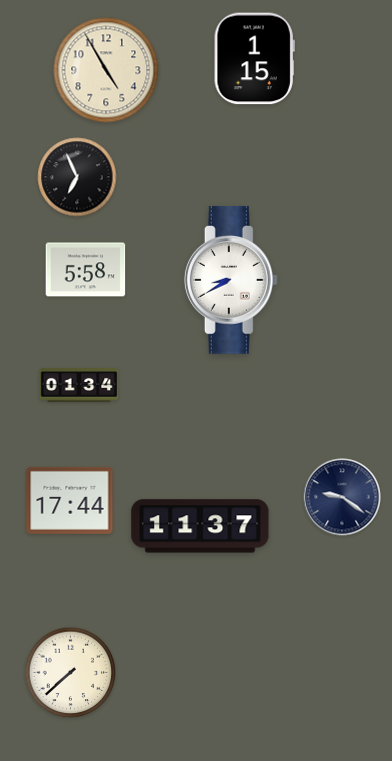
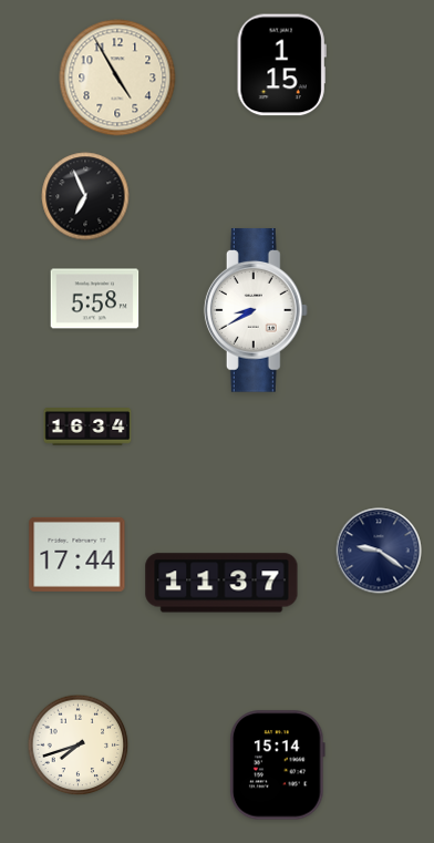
clock at (79, 385): 01:34 -> 16:34
clock at (71, 673): 7:38 -> 7:42
clock at (278, 765): none -> 15:14
